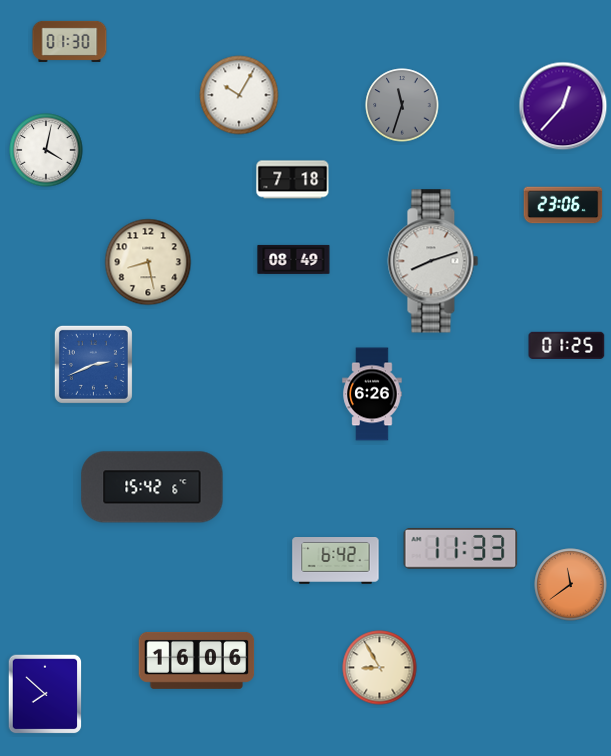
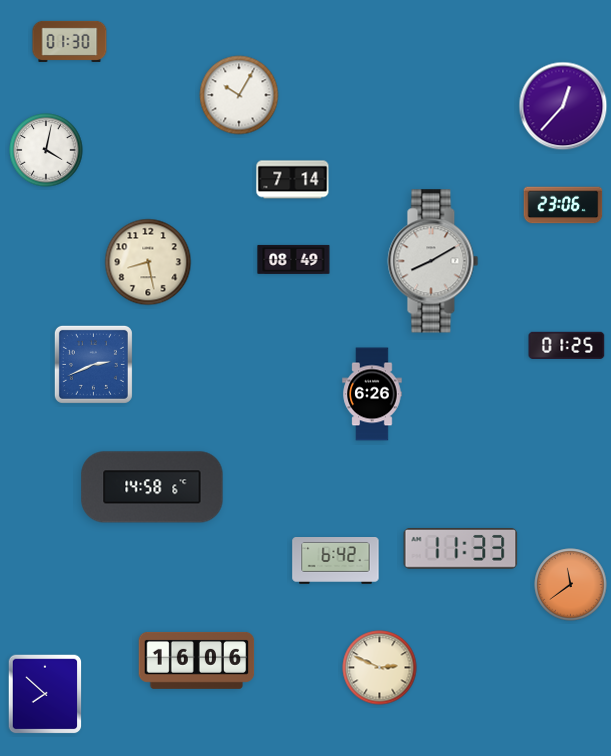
clock at (402, 105): 11:33 -> none
clock at (293, 180): 7:18 -> 7:14
clock at (433, 261): 8:12 -> 8:10
clock at (152, 487): 15:42 -> 14:58
clock at (380, 668): 8:55 -> 2:49
